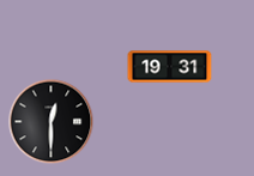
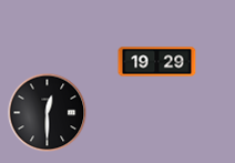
clock at (170, 67): 19:31 -> 19:29
